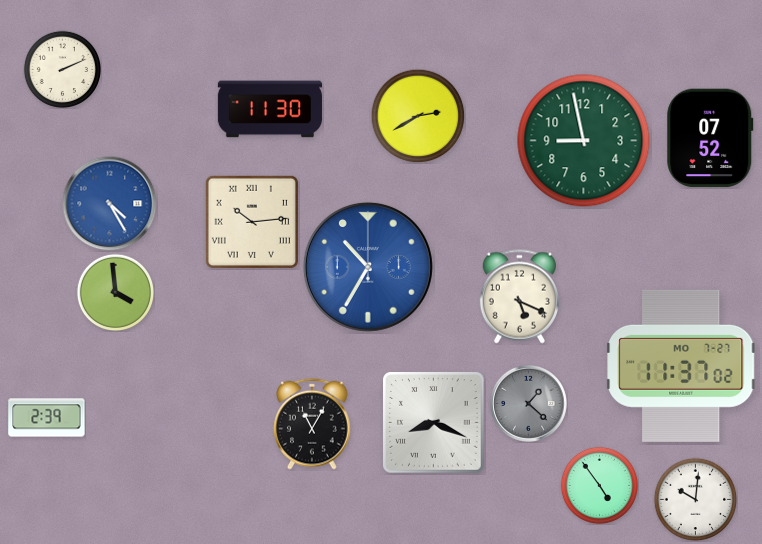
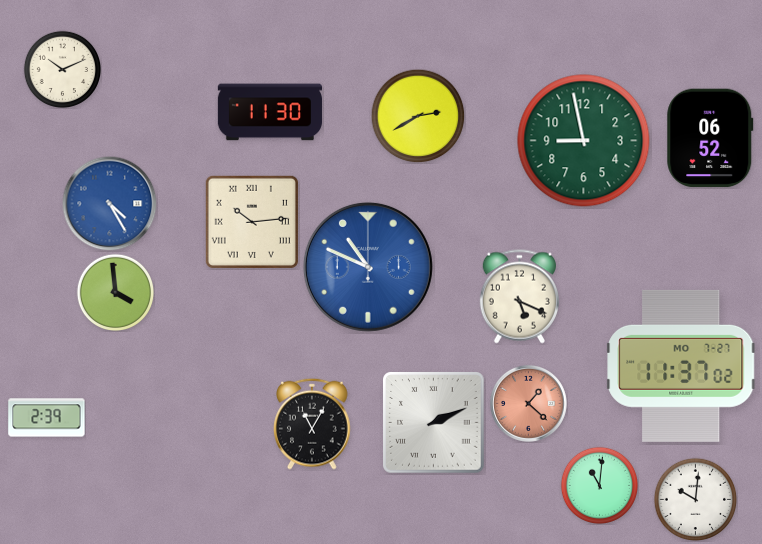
clock at (62, 69): 2:11 -> 10:11
clock at (270, 109) position: (270, 109) -> (270, 112)
clock at (710, 138): 07:52 -> 06:52
clock at (368, 267): 10:35 -> 10:49
clock at (528, 403) dial: grey -> salmon
clock at (434, 423): 8:19 -> 2:11
clock at (599, 485): 4:54 -> 11:01
